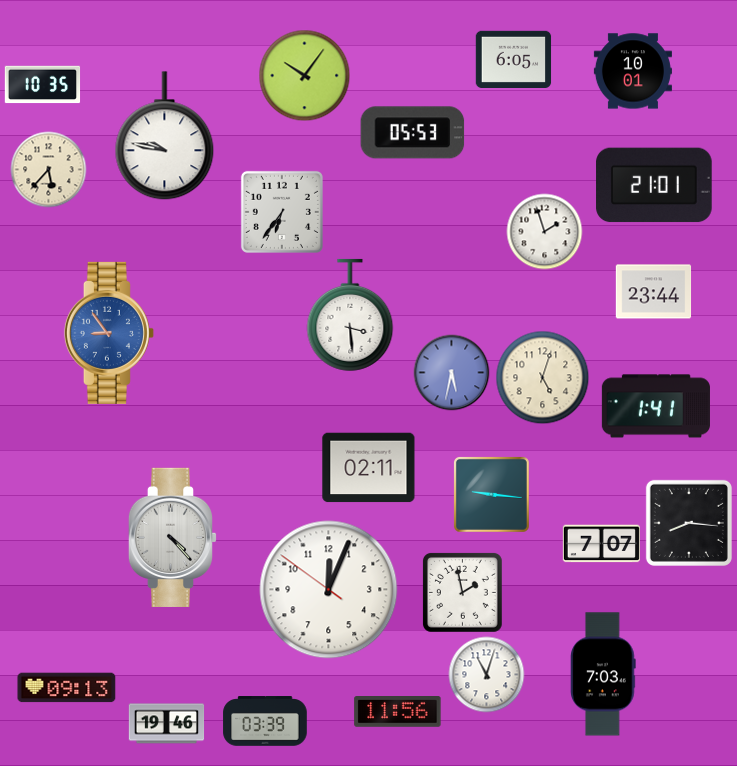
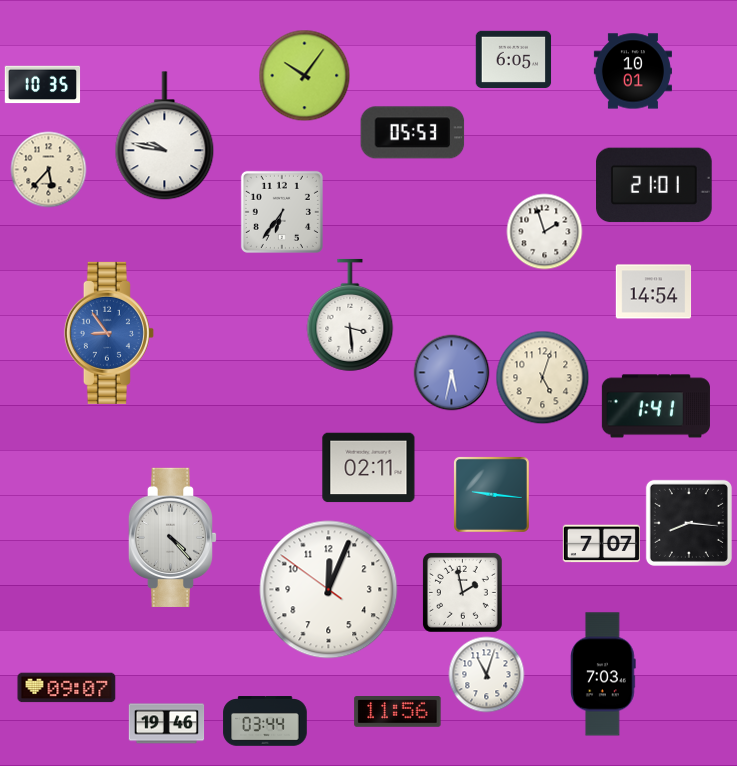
clock at (654, 292): 23:44 -> 14:54
clock at (67, 688): 09:13 -> 09:07
clock at (265, 721): 03:39 -> 03:44
